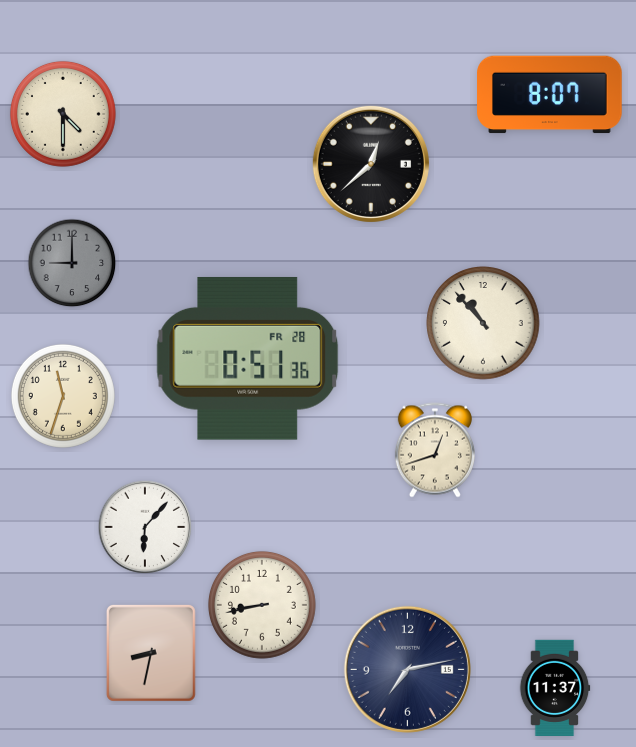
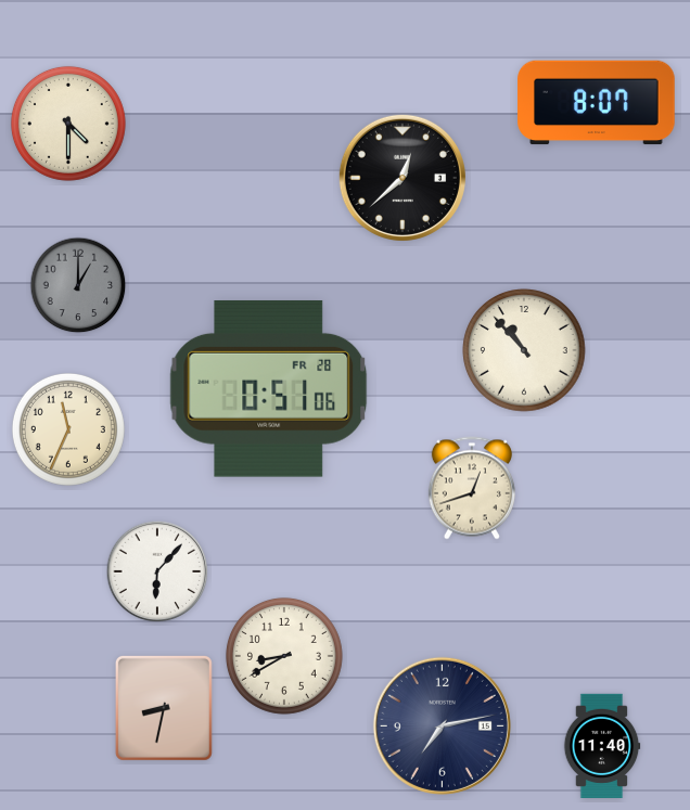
clock at (72, 263): 9:00 -> 1:00
clock at (248, 358): 0:51:36 -> 0:51:06
clock at (63, 396): 11:33 -> 11:34
clock at (262, 605): 8:43 -> 8:40
clock at (555, 687): 11:37 -> 11:40
